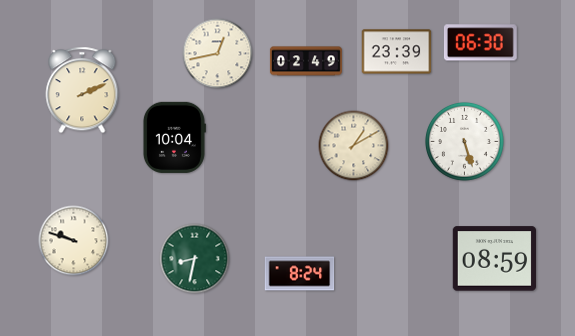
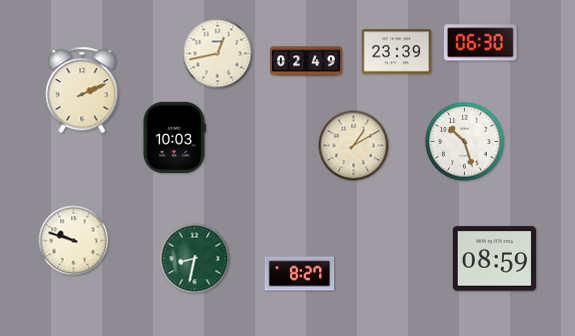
clock at (174, 137): 10:04 -> 10:03
clock at (464, 141): 5:27 -> 10:27
clock at (300, 274): 8:24 -> 8:27
